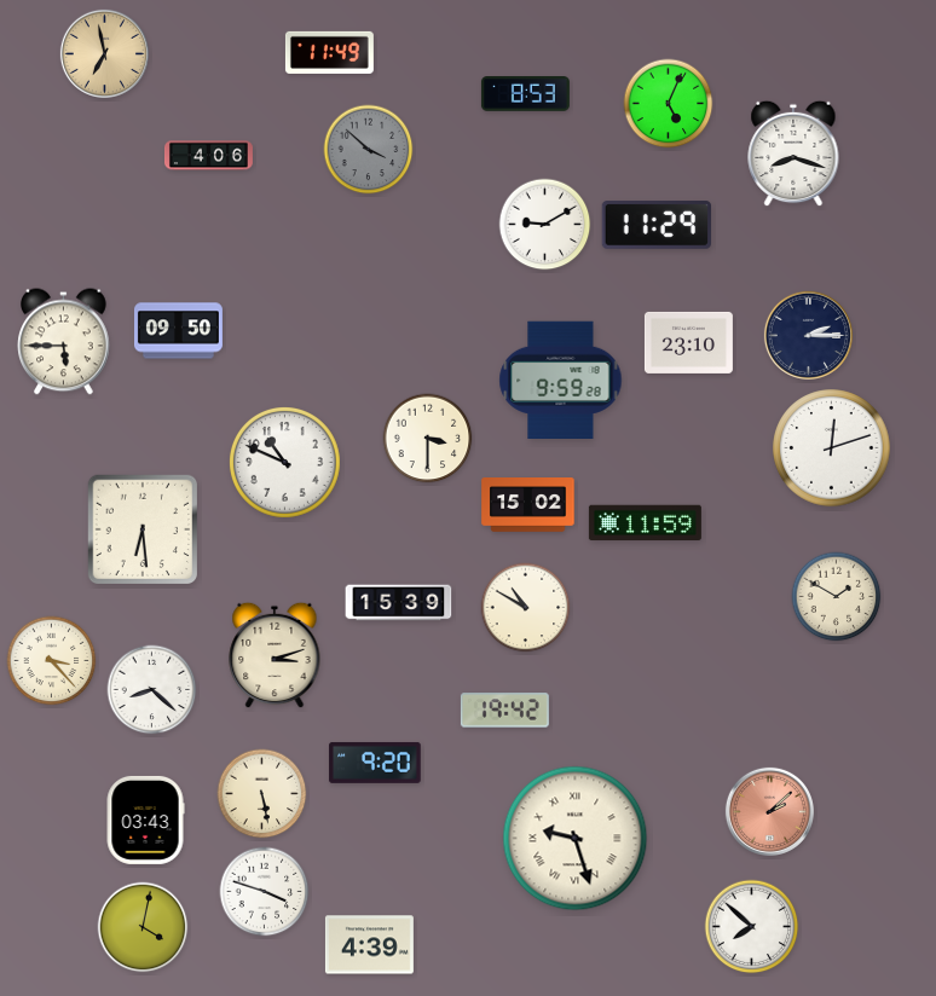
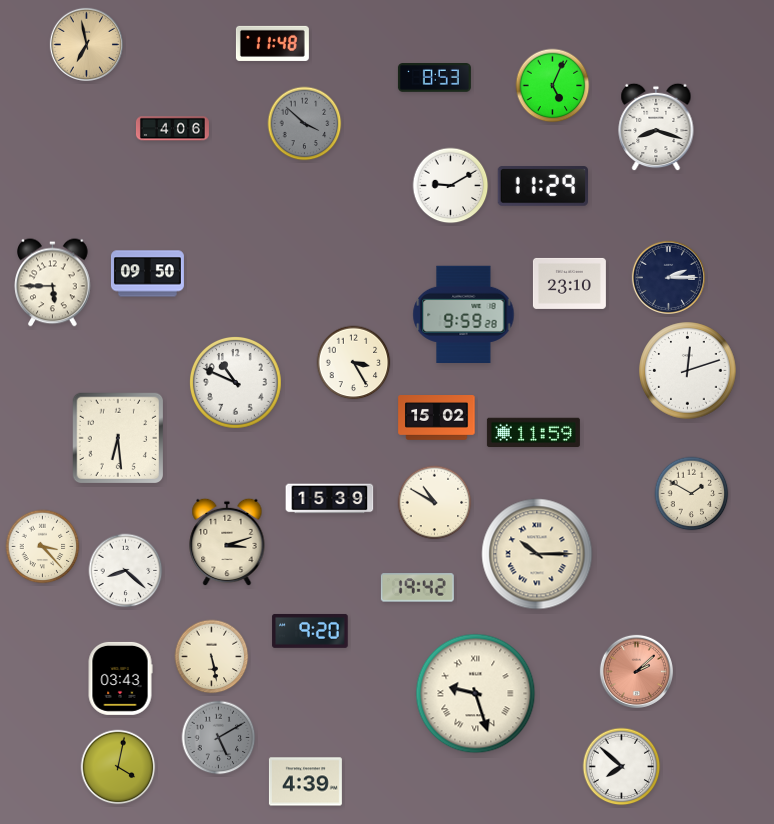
clock at (329, 52): 11:49 -> 11:48
clock at (428, 439): 3:30 -> 3:25
clock at (537, 554): none -> 10:15
clock at (262, 794) position: (262, 794) -> (212, 657)
clock at (265, 892): 3:48 -> 5:10
clock at (265, 892) dial: white -> grey
